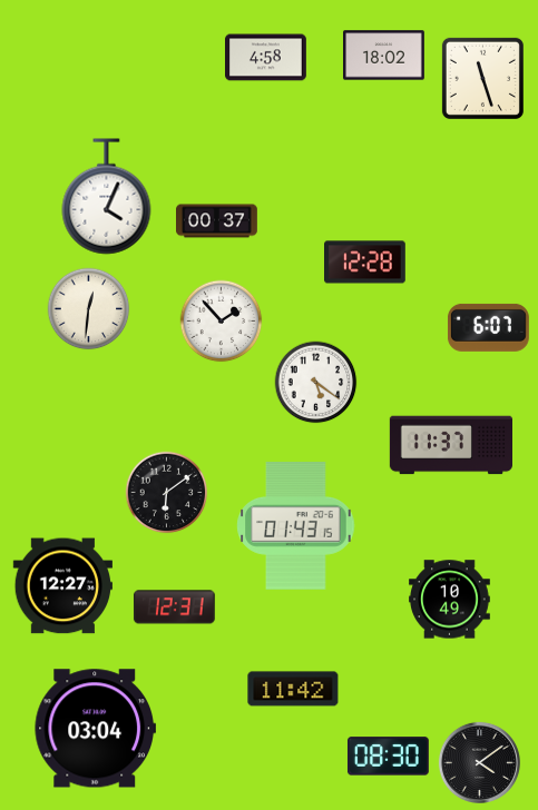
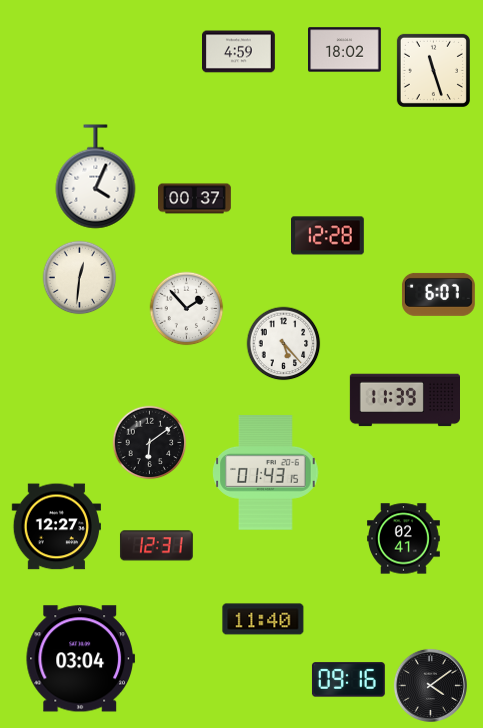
clock at (266, 58): 4:58 -> 4:59
clock at (222, 322) position: (222, 322) -> (187, 309)
clock at (316, 383): 5:21 -> 5:23
clock at (450, 445): 11:37 -> 11:39
clock at (450, 600): 10:49 -> 02:41
clock at (293, 689): 11:42 -> 11:40
clock at (95, 729) position: (95, 729) -> (80, 659)
clock at (388, 757): 08:30 -> 09:16
